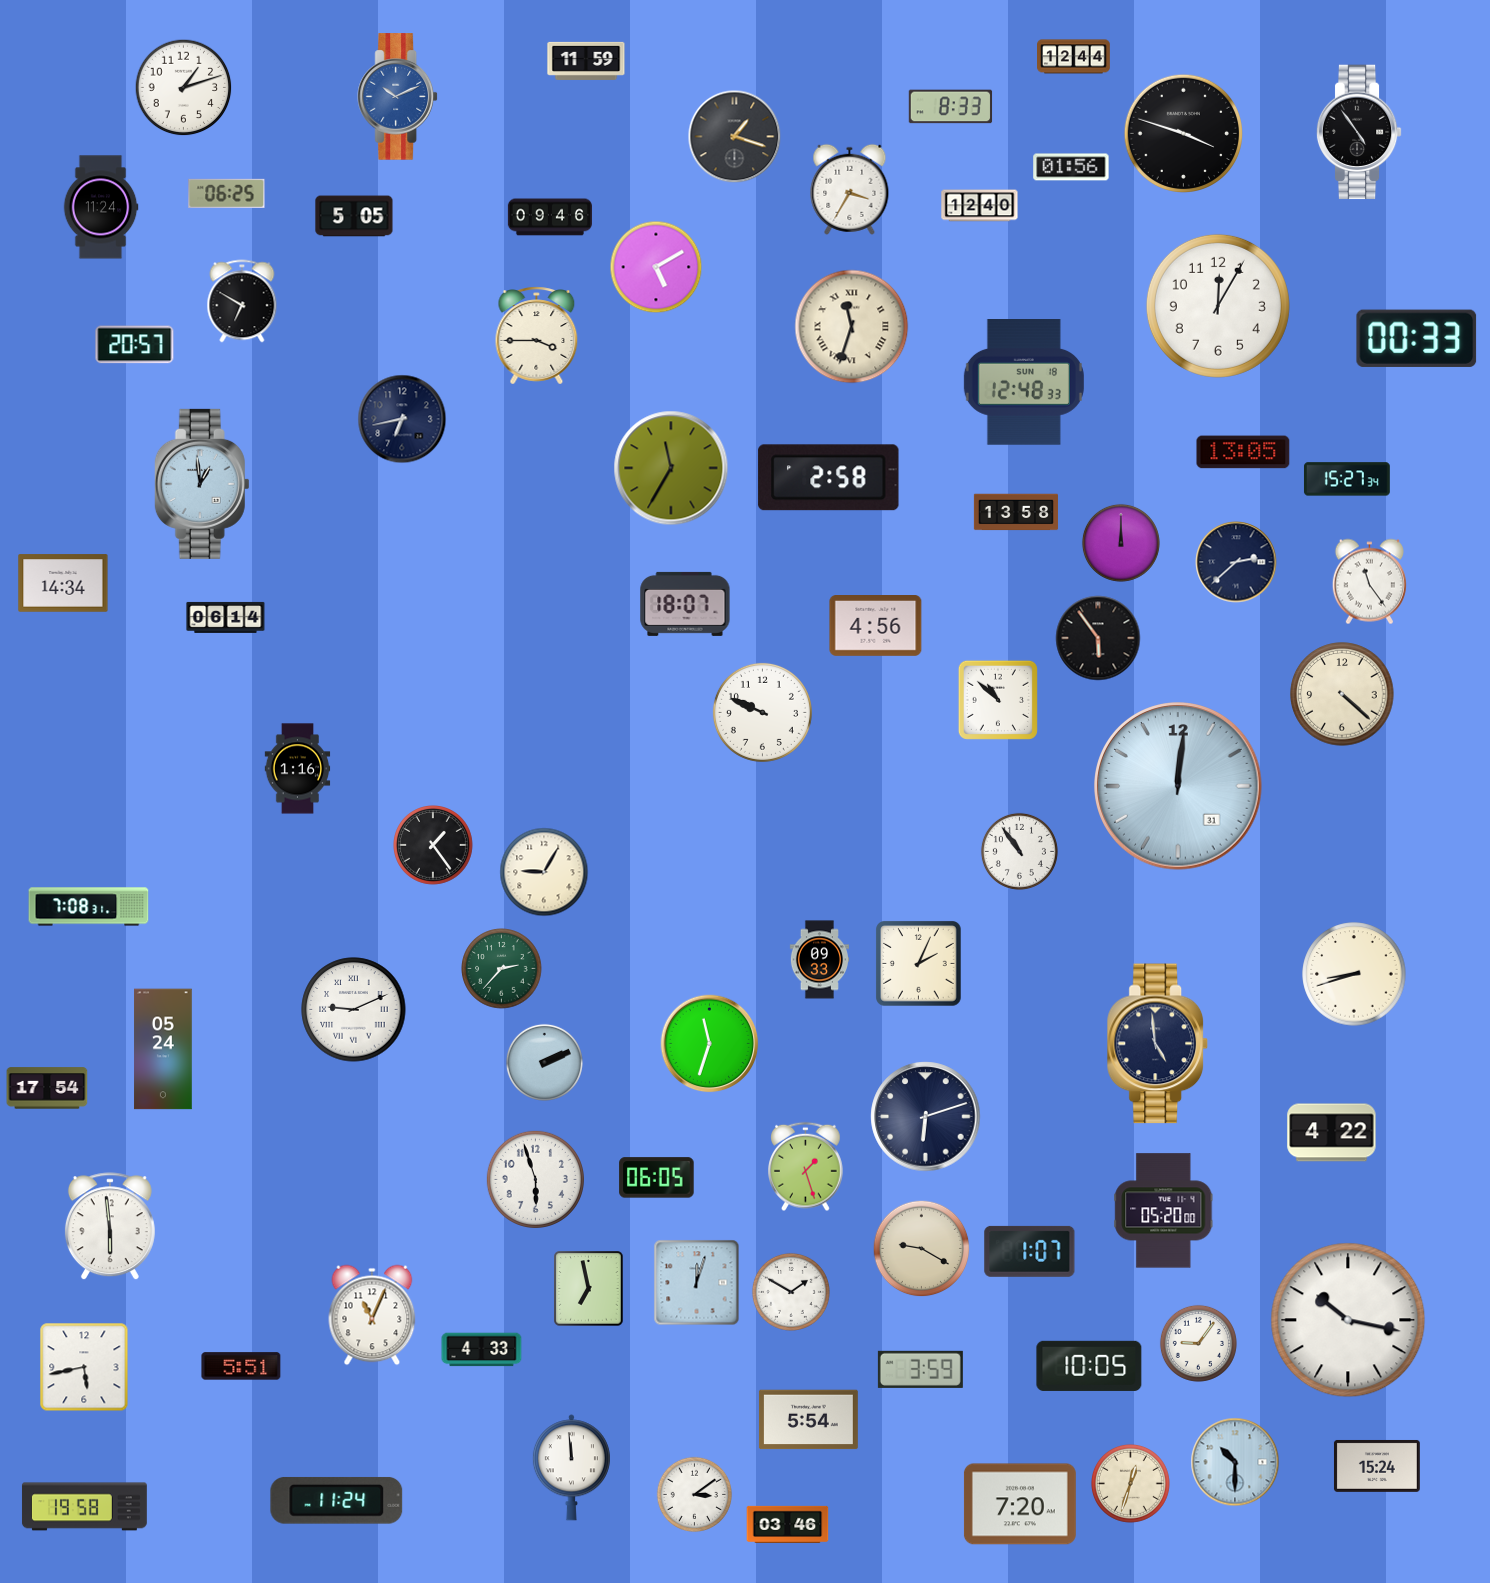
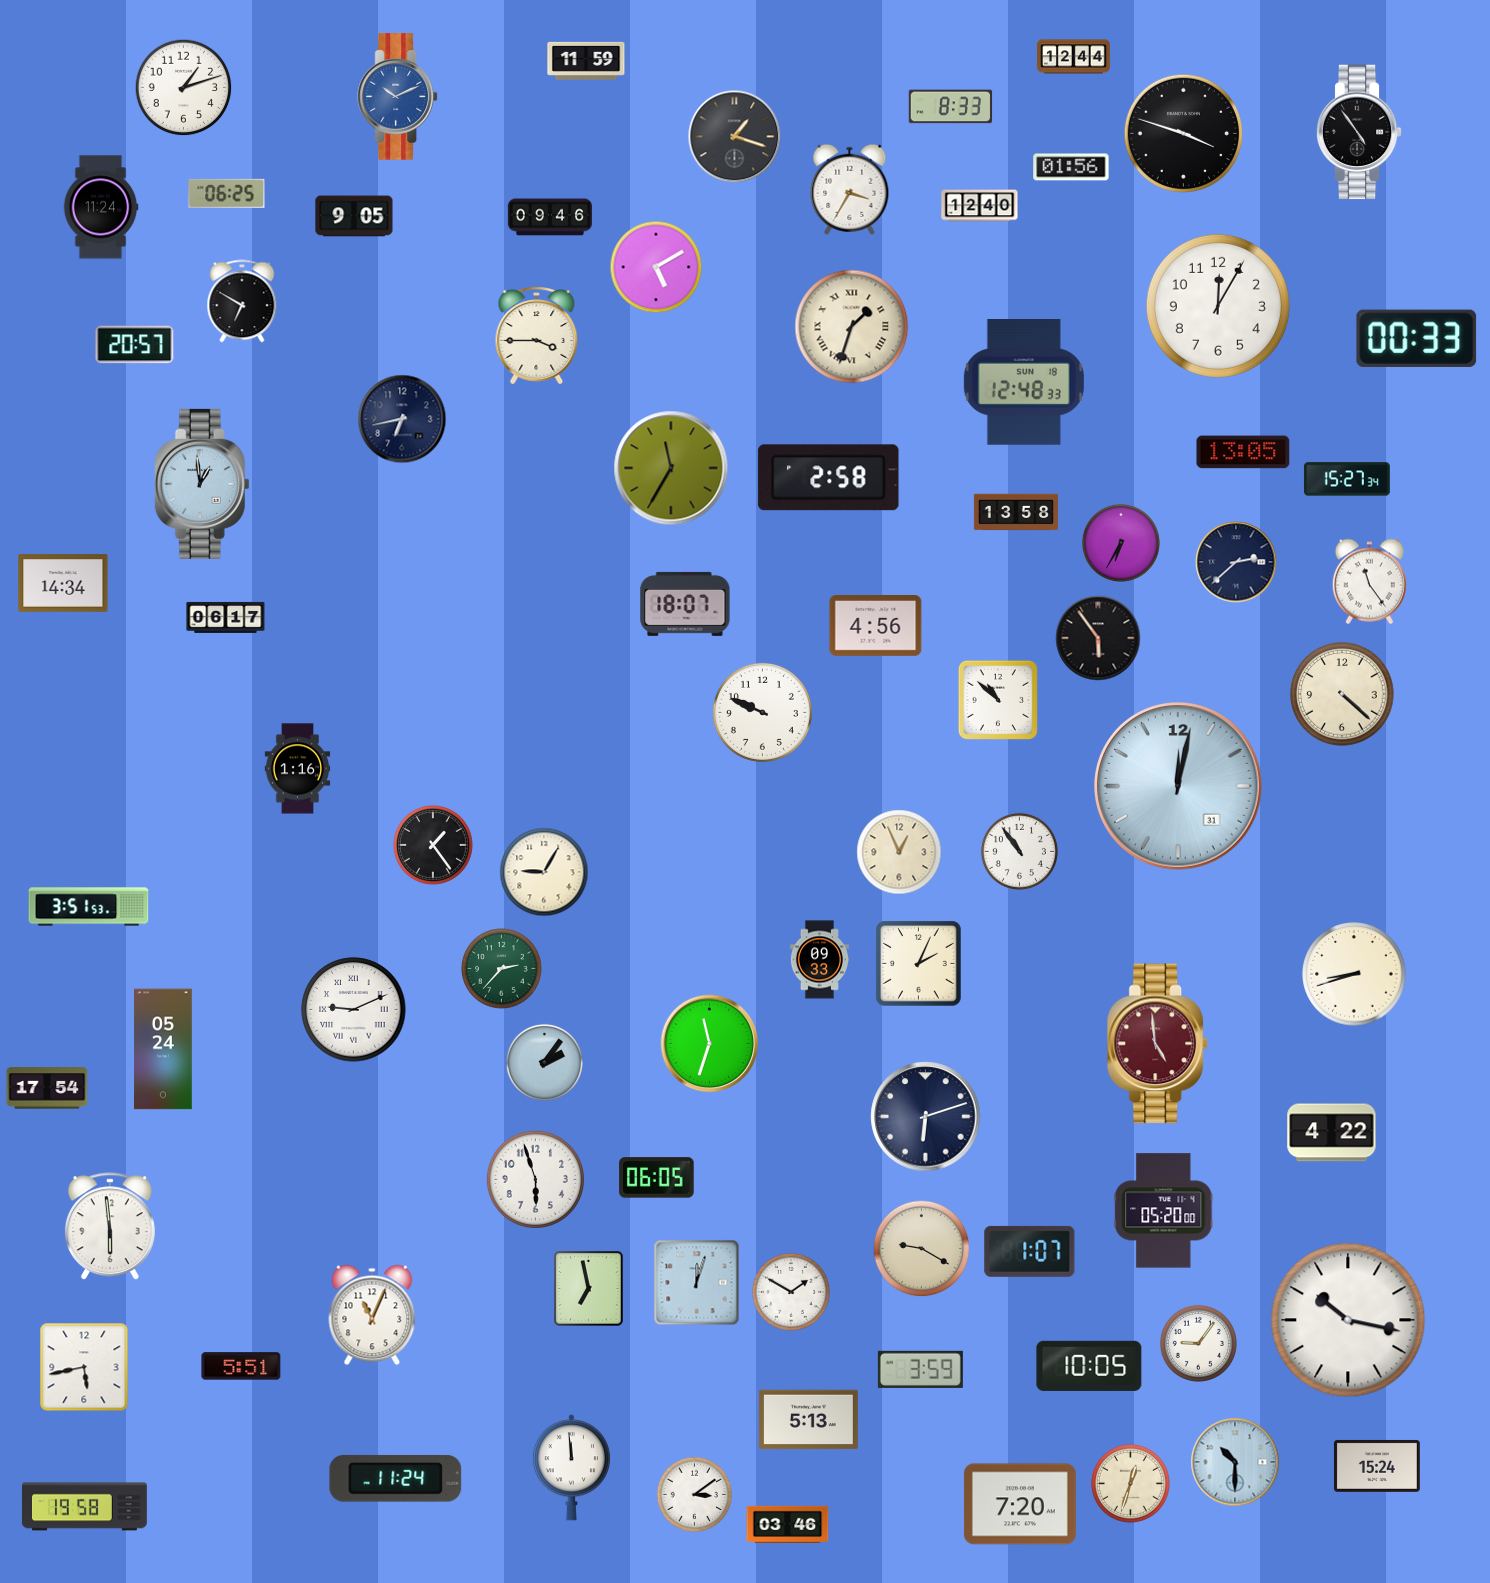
clock at (354, 216): 5:05 -> 9:05
clock at (852, 327): 11:33 -> 1:33
clock at (1121, 543): 12:00 -> 6:35
clock at (226, 617): 06:14 -> 06:17
clock at (1178, 786): 12:01 -> 12:02
clock at (899, 852): none -> 12:56
clock at (89, 907): 7:08 -> 3:51
clock at (1157, 1044) dial: navy -> burgundy
clock at (544, 1062): 2:11 -> 2:06
clock at (806, 1167): 1:27 -> none
clock at (482, 1350): 4:33 -> none
clock at (808, 1420): 5:54 -> 5:13
clock at (337, 1501) position: (337, 1501) -> (396, 1479)
